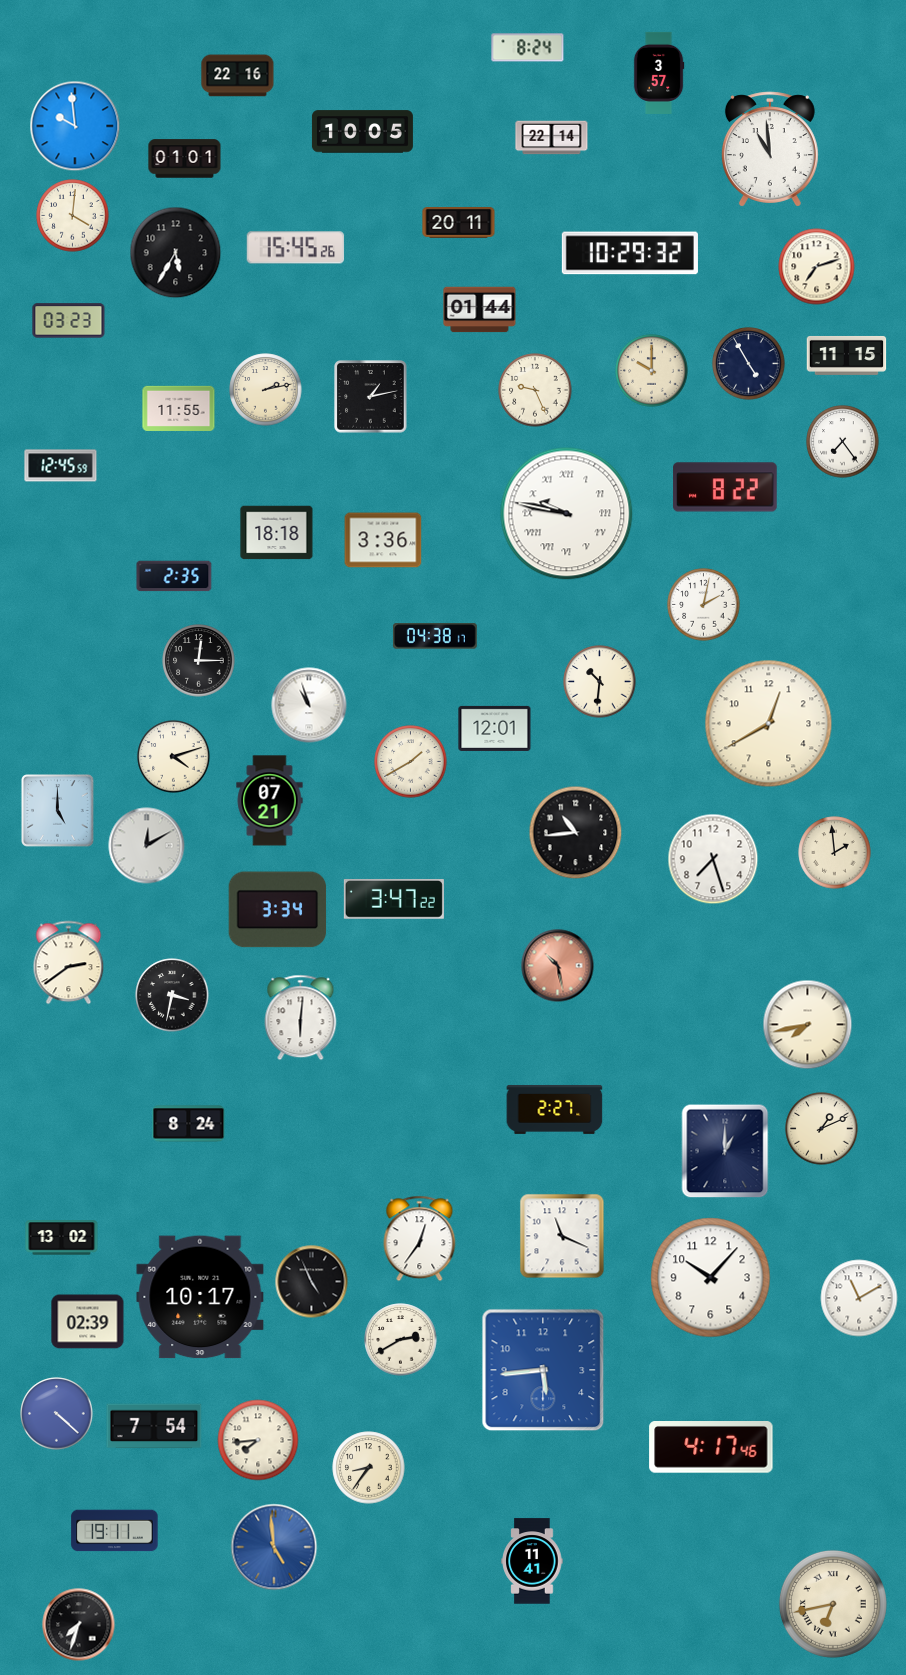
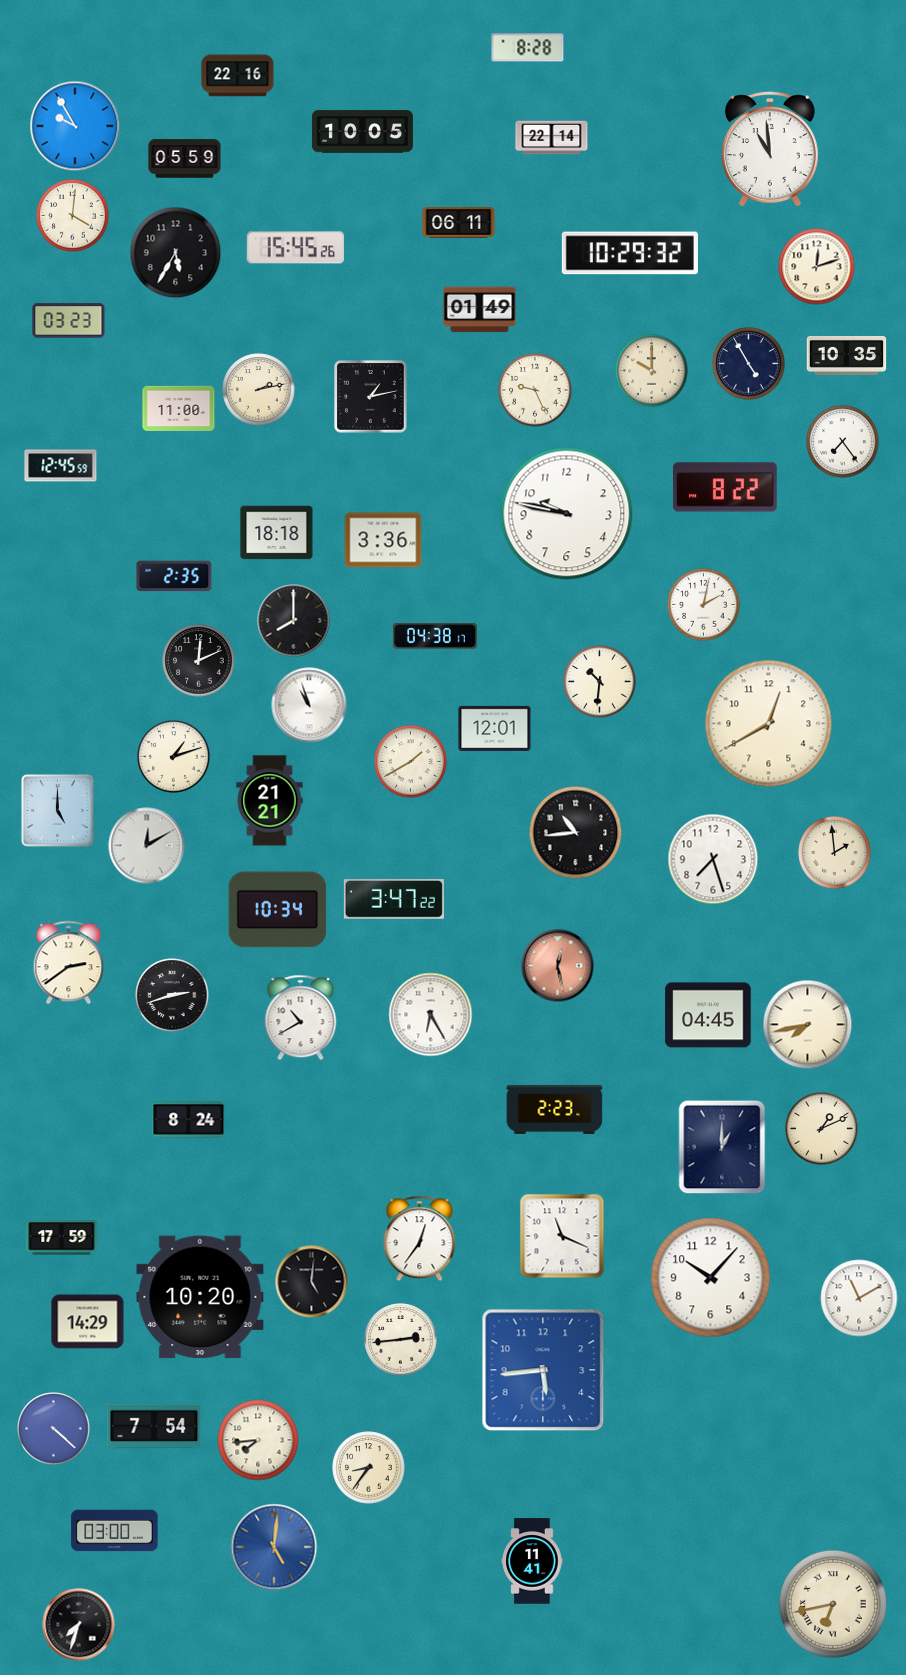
clock at (528, 48): 8:24 -> 8:28
clock at (659, 73): 3:57 -> none
clock at (75, 126): 9:59 -> 9:55
clock at (185, 159): 01:01 -> 05:59
clock at (459, 223): 20:11 -> 06:11
clock at (817, 267): 7:12 -> 12:12
clock at (480, 310): 01:44 -> 01:49
clock at (847, 355): 11:15 -> 10:35
clock at (266, 390) position: (266, 390) -> (259, 390)
clock at (179, 408): 11:55 -> 11:00
clock at (567, 514) numerals: Roman -> Arabic
clock at (294, 621): none -> 8:00
clock at (199, 661): 12:15 -> 12:11
clock at (174, 757): 4:12 -> 1:12
clock at (270, 801): 07:21 -> 21:21
clock at (278, 910): 3:34 -> 10:34
clock at (558, 966): 10:28 -> 12:28
clock at (172, 995): 3:32 -> 2:42
clock at (431, 1015): none -> 6:25
clock at (708, 1015): none -> 04:45
clock at (301, 1018): 6:01 -> 10:40
clock at (555, 1109): 2:27 -> 2:23
clock at (189, 1124) position: (189, 1124) -> (189, 1120)
clock at (725, 1151) position: (725, 1151) -> (722, 1147)
clock at (62, 1238): 13:02 -> 17:59
clock at (312, 1282): 4:56 -> 5:01
clock at (200, 1297): 10:17 -> 10:20
clock at (88, 1322): 02:39 -> 14:29
clock at (401, 1340): 2:40 -> 2:44
clock at (57, 1414) position: (57, 1414) -> (54, 1429)
clock at (711, 1448): 4:17 -> none
clock at (115, 1531): 19:11 -> 03:00
clock at (274, 1547): 4:59 -> 5:01
